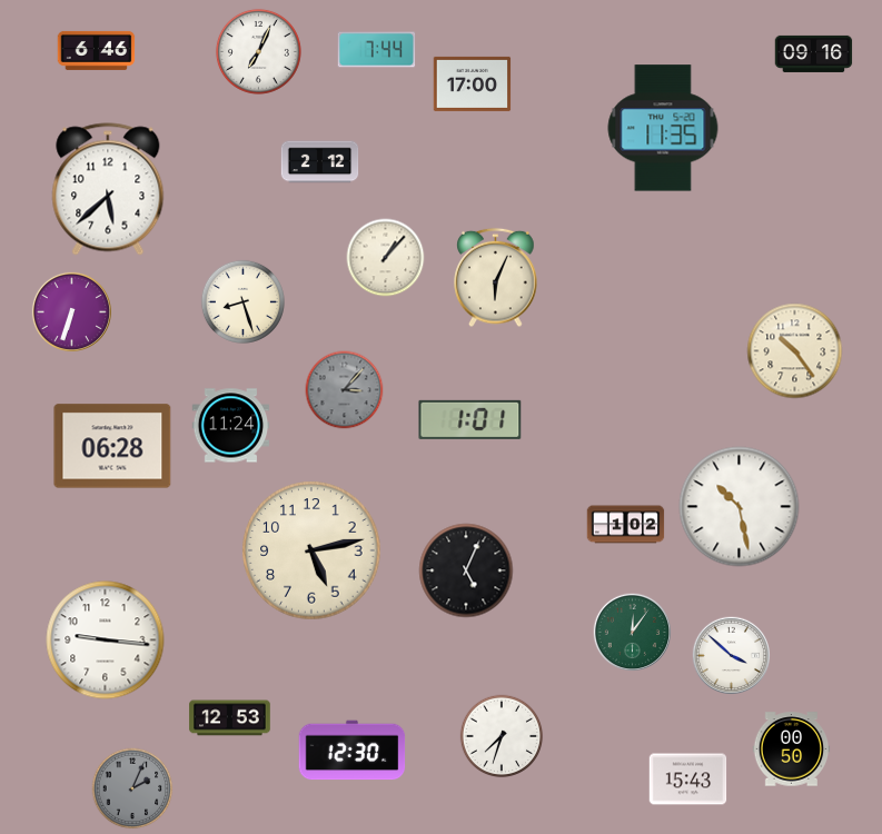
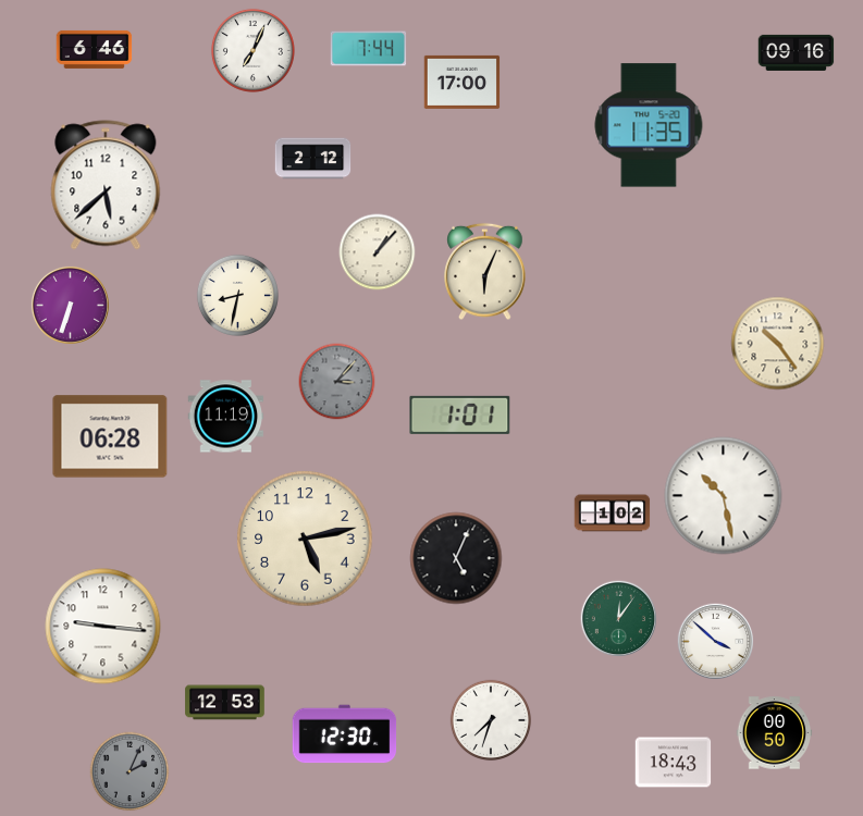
clock at (242, 301): 8:27 -> 8:32
clock at (470, 419) position: (470, 419) -> (460, 415)
clock at (231, 426): 11:24 -> 11:19
clock at (688, 780): 15:43 -> 18:43
